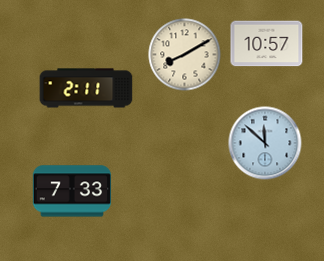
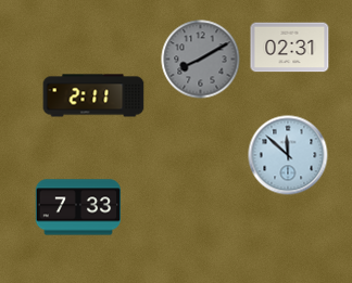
clock at (267, 44): 10:57 -> 02:31
clock at (185, 55) dial: cream -> grey
